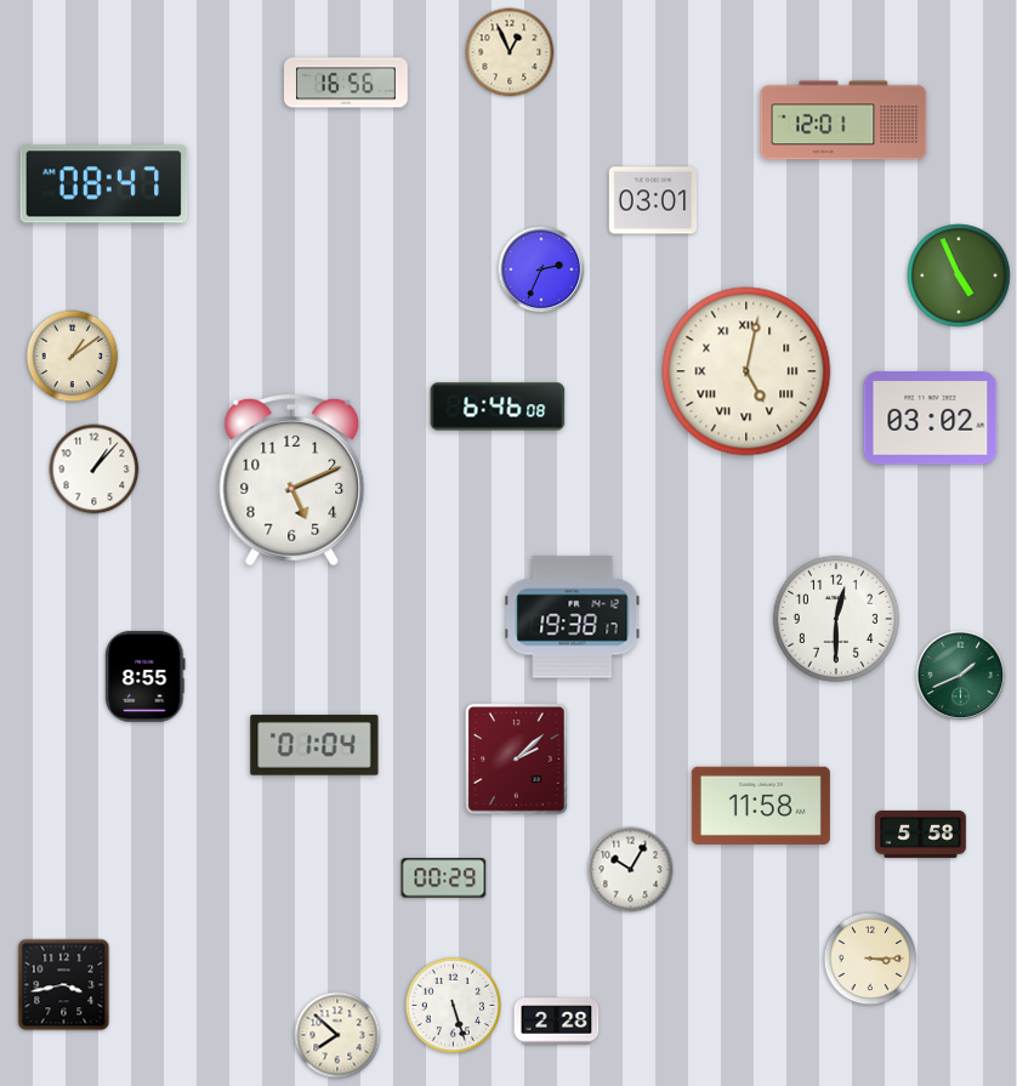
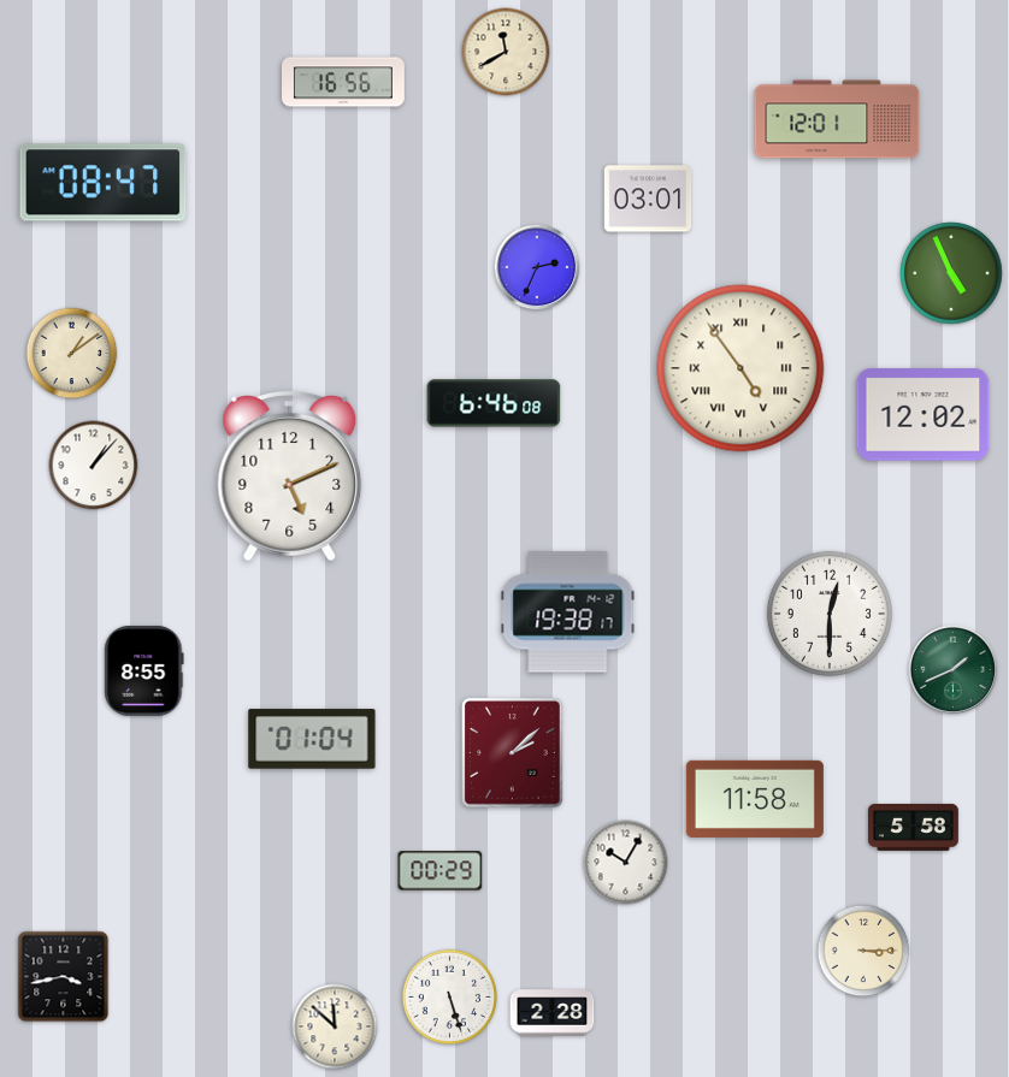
clock at (510, 52): 12:56 -> 11:40
clock at (746, 371): 5:02 -> 4:54
clock at (931, 419): 03:02 -> 12:02
clock at (337, 1035): 7:52 -> 11:52
